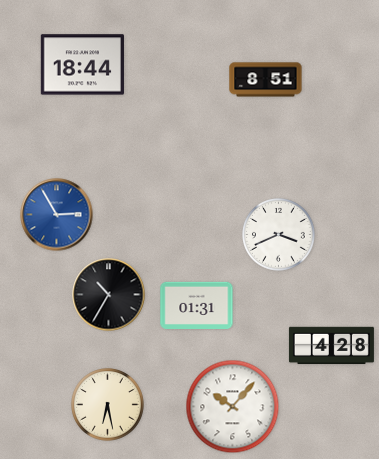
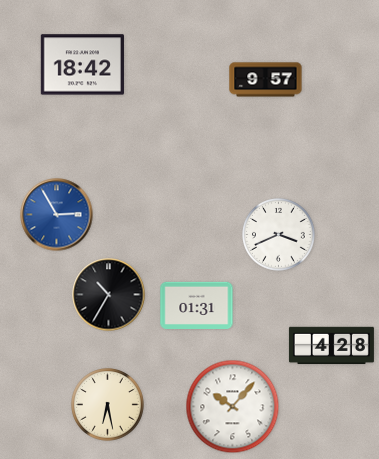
clock at (82, 65): 18:44 -> 18:42
clock at (266, 80): 8:51 -> 9:57
